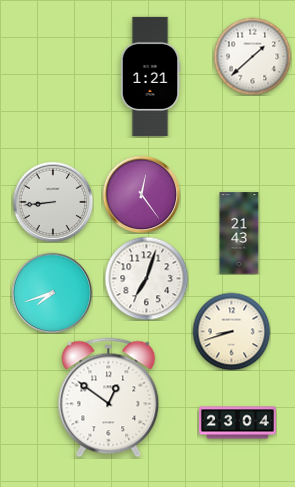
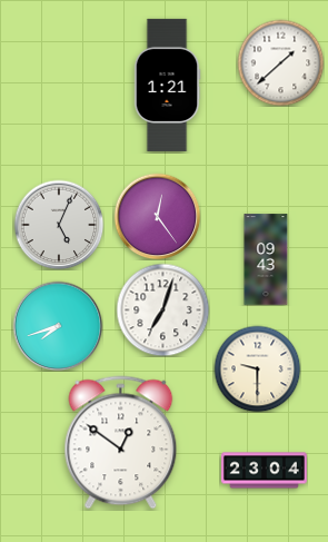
clock at (53, 202): 8:44 -> 5:04
clock at (239, 233): 21:43 -> 09:43
clock at (231, 331): 8:42 -> 9:30
